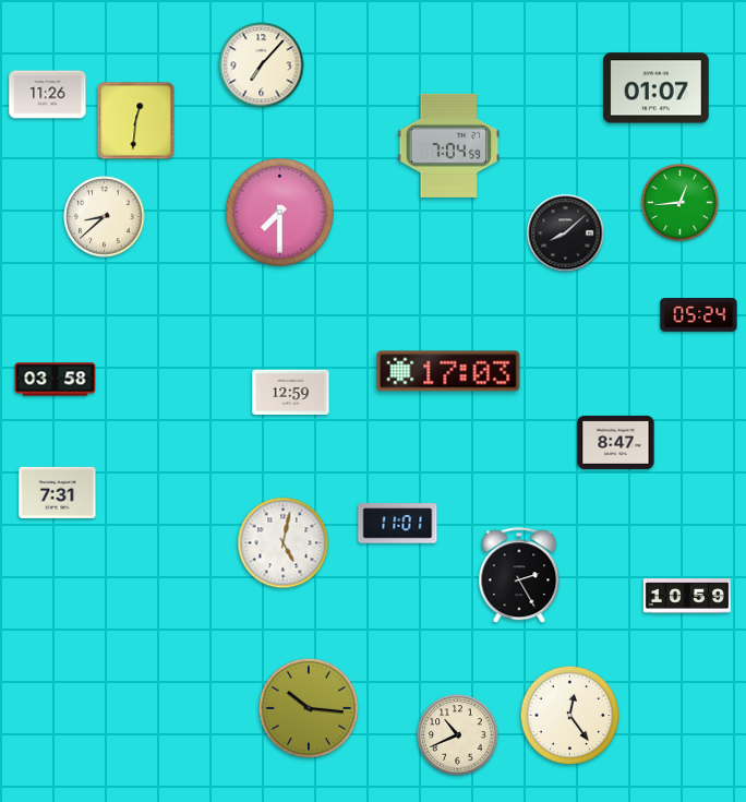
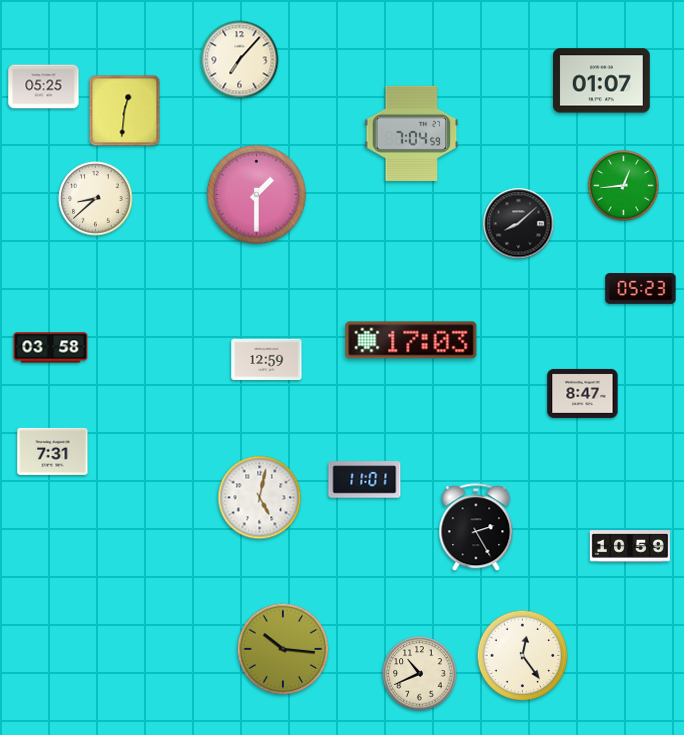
clock at (48, 95): 11:26 -> 05:25
clock at (280, 213): 7:30 -> 1:30
clock at (566, 234) position: (566, 234) -> (519, 224)
clock at (699, 315): 05:24 -> 05:23
clock at (616, 442) position: (616, 442) -> (583, 393)
